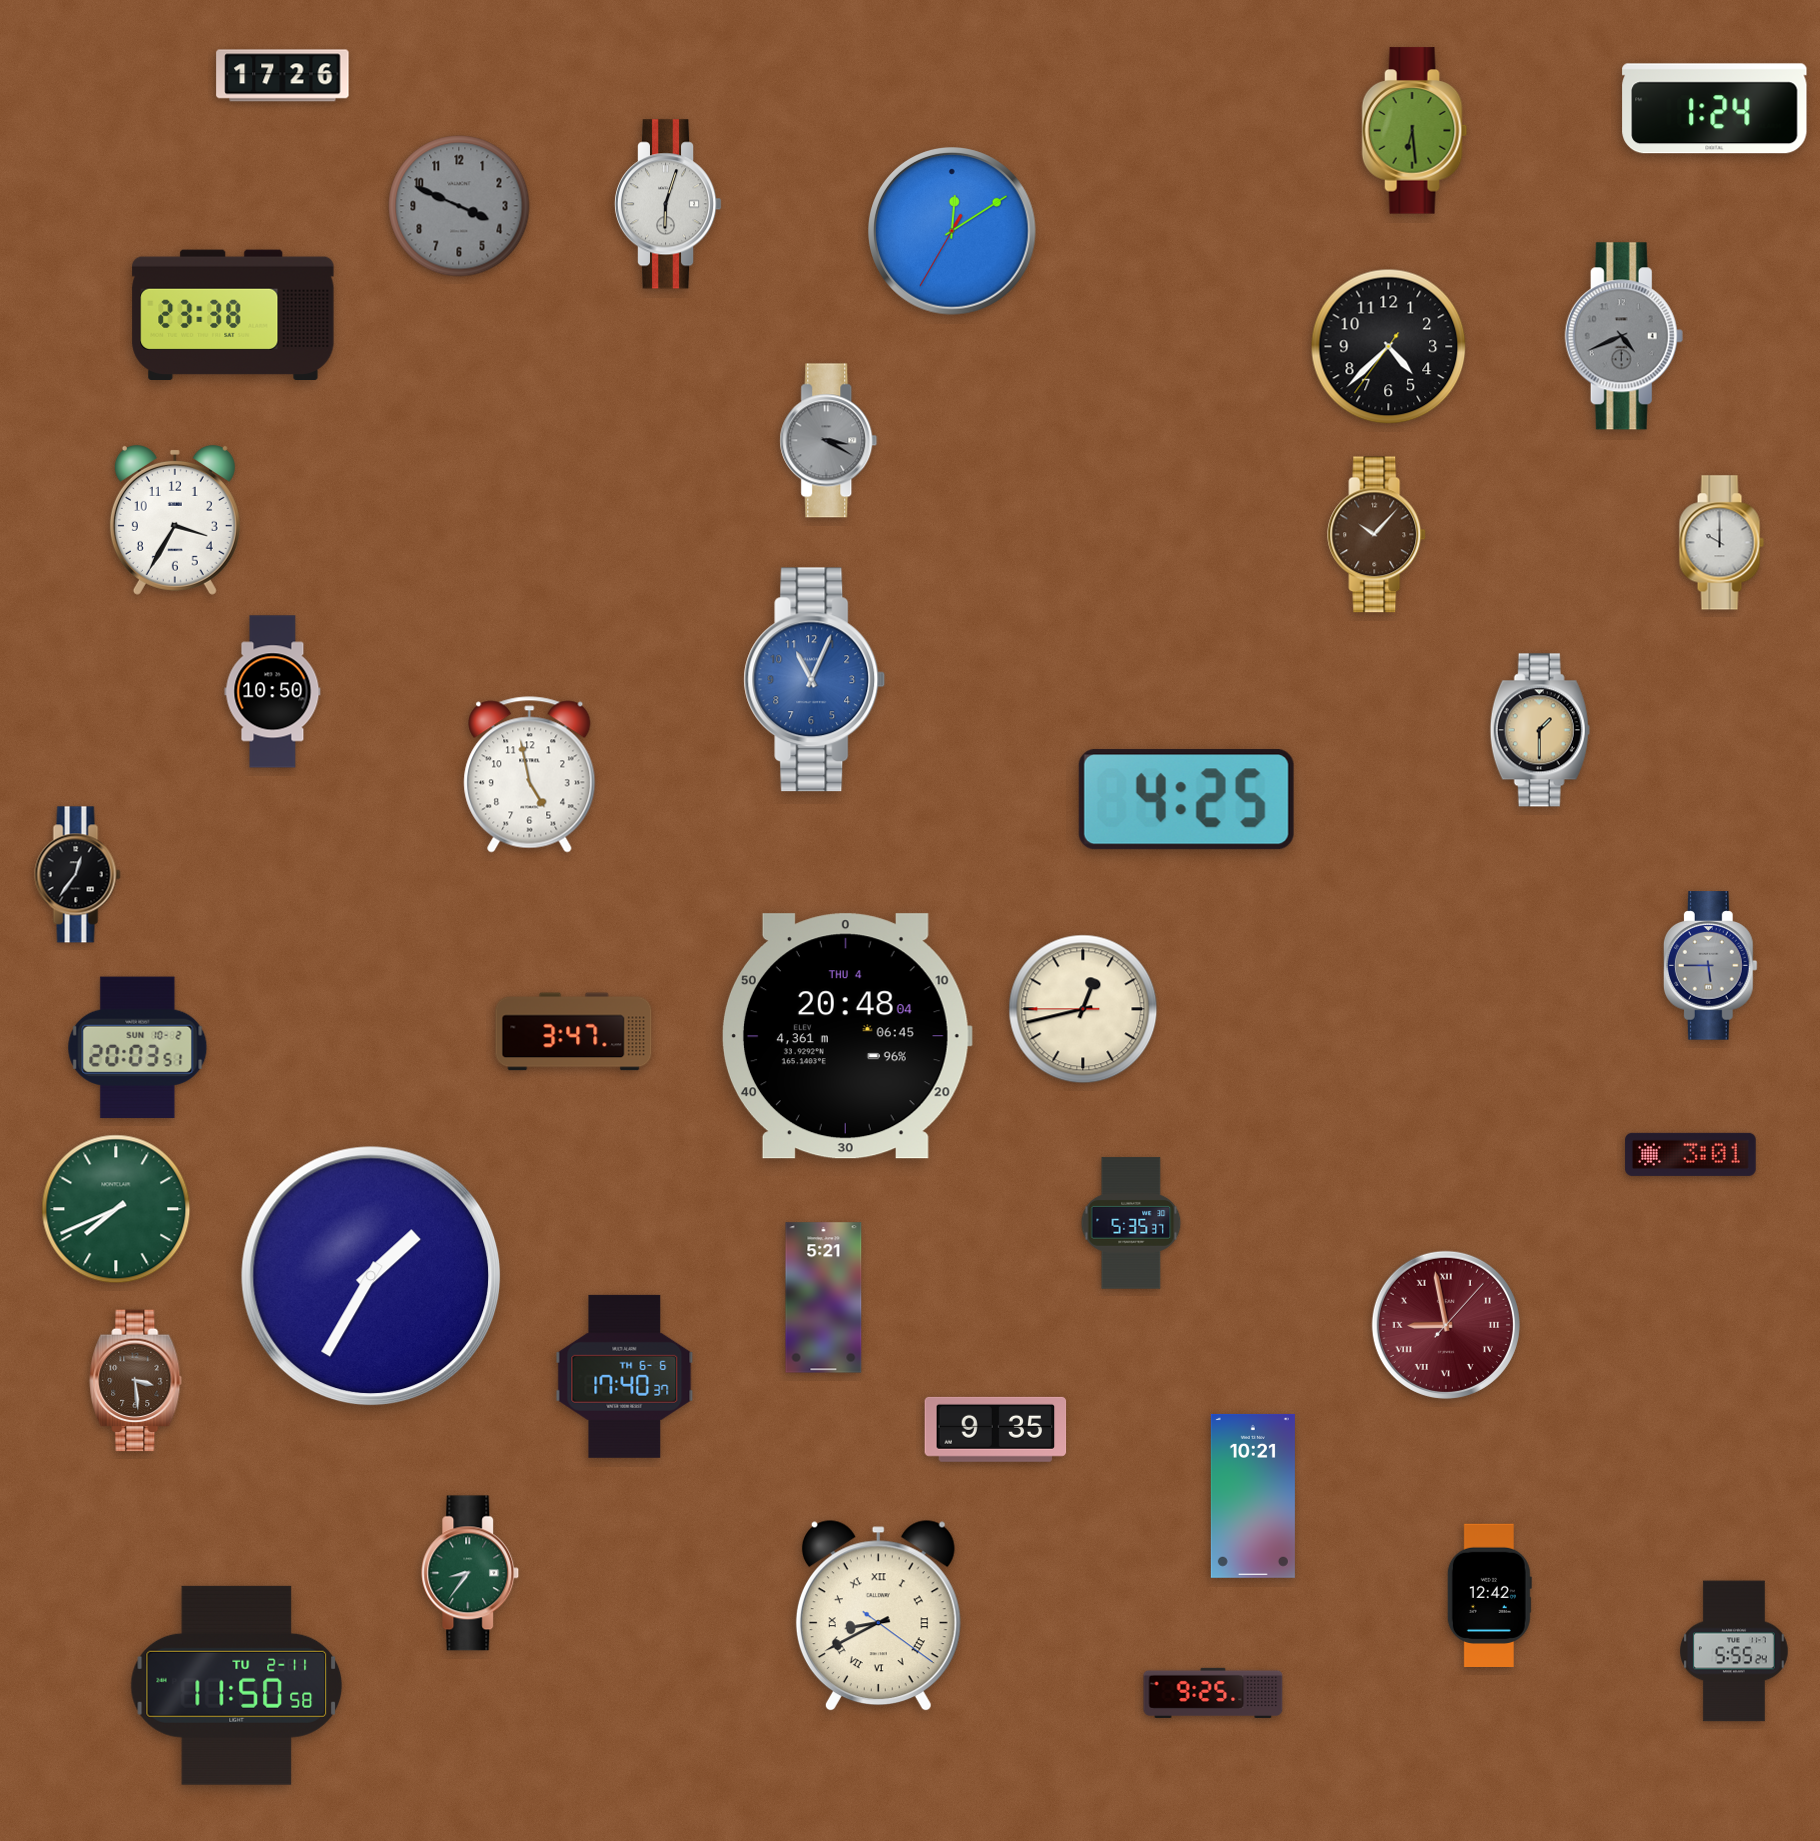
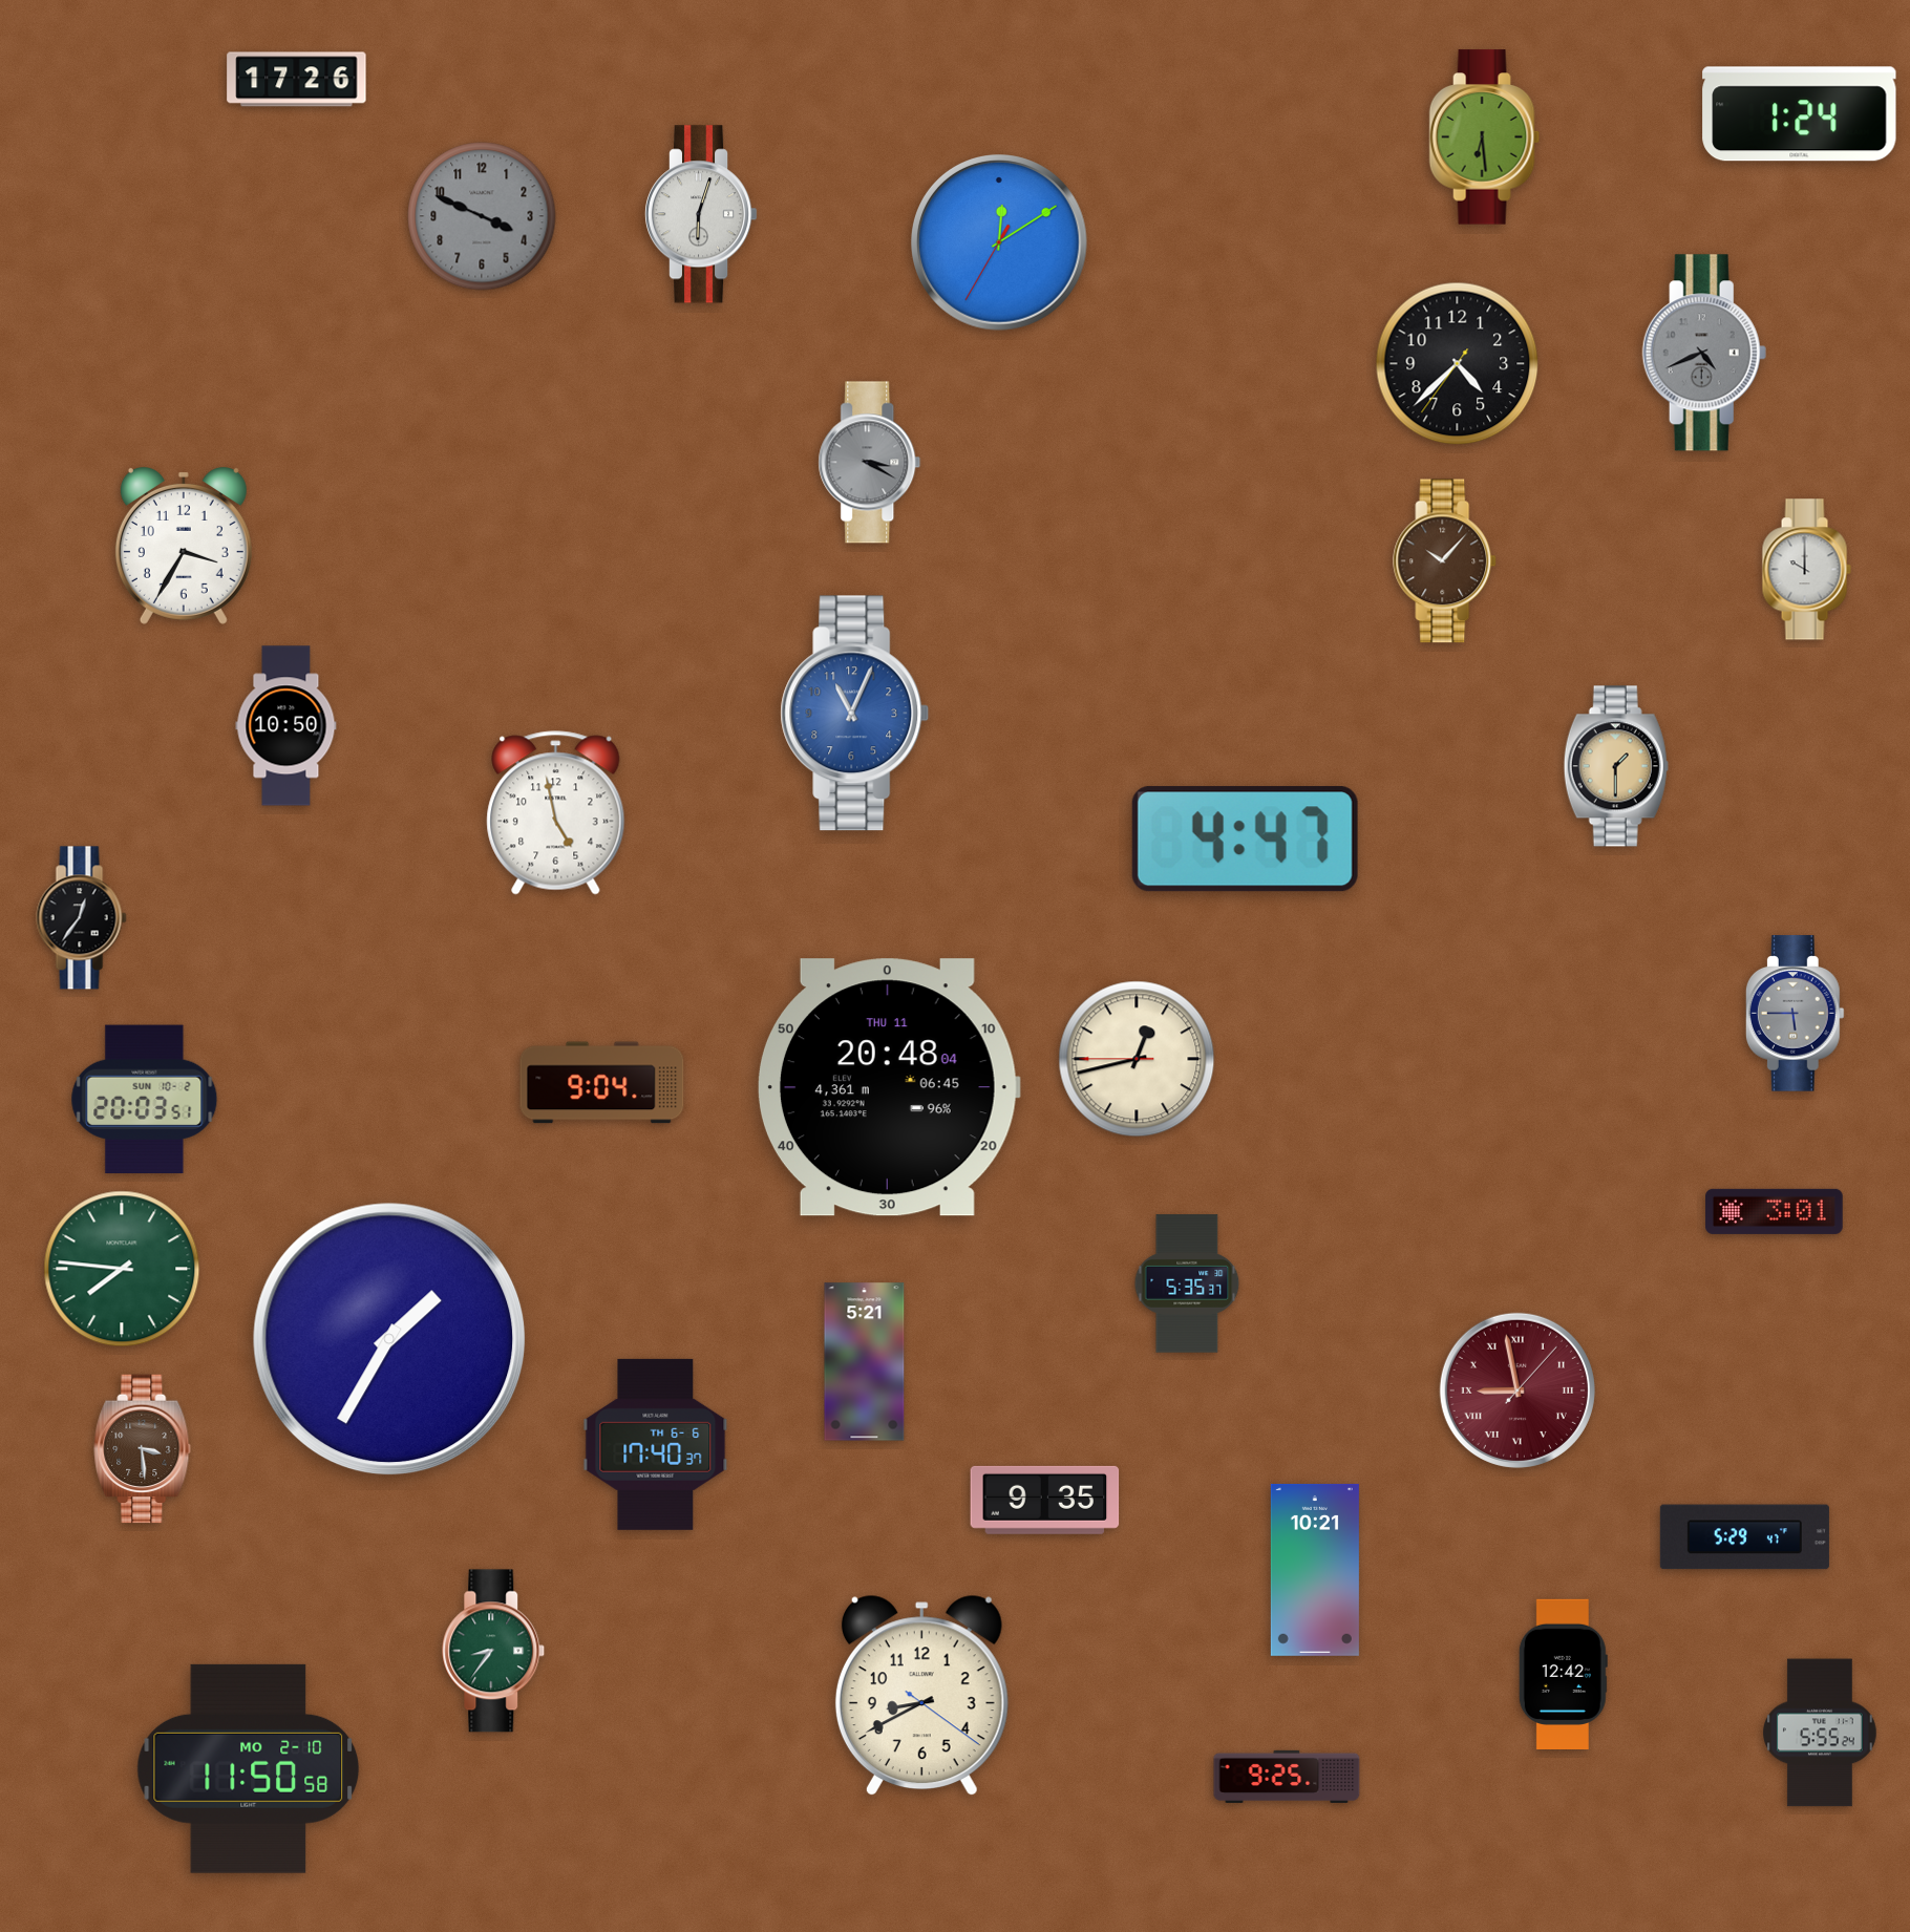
clock at (233, 315): 23:38 -> none
clock at (1186, 800): 4:25 -> 4:47
clock at (574, 1032): 3:47 -> 9:04
clock at (846, 1036) date: THU 4 -> THU 11
clock at (116, 1209): 7:41 -> 7:46
clock at (1744, 1537): none -> 5:29
clock at (878, 1616) numerals: Roman -> Arabic
clock at (237, 1685) date: TU 2-11 -> MO 2-10
clock at (1213, 1693) position: (1213, 1693) -> (1287, 1777)
